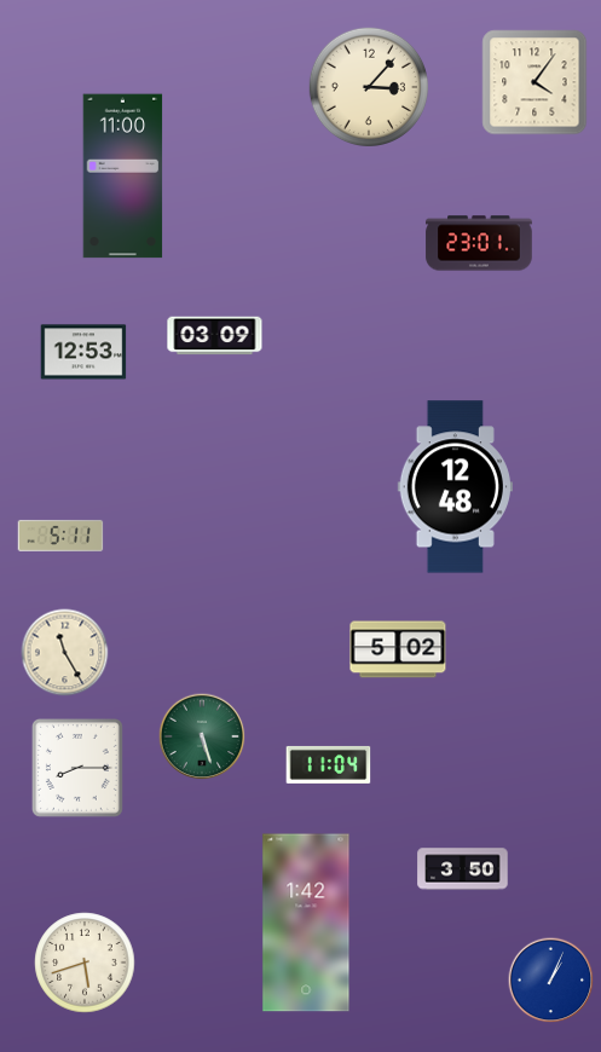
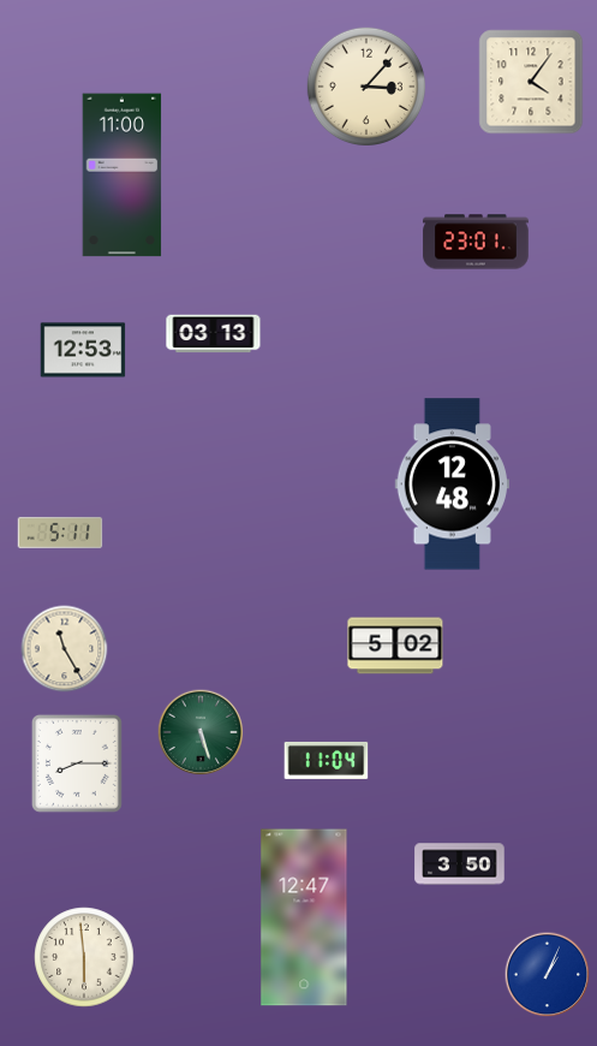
clock at (215, 336): 03:09 -> 03:13
clock at (306, 923): 1:42 -> 12:47
clock at (85, 963): 5:42 -> 5:59
